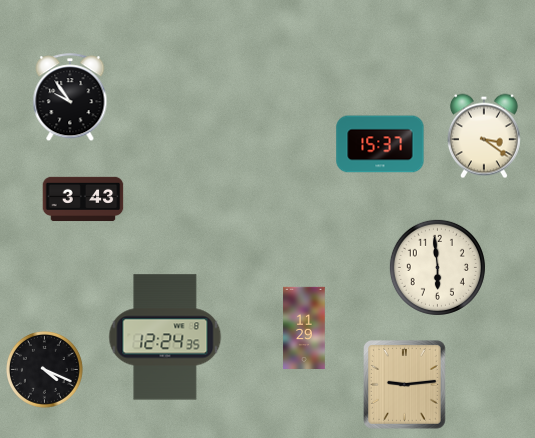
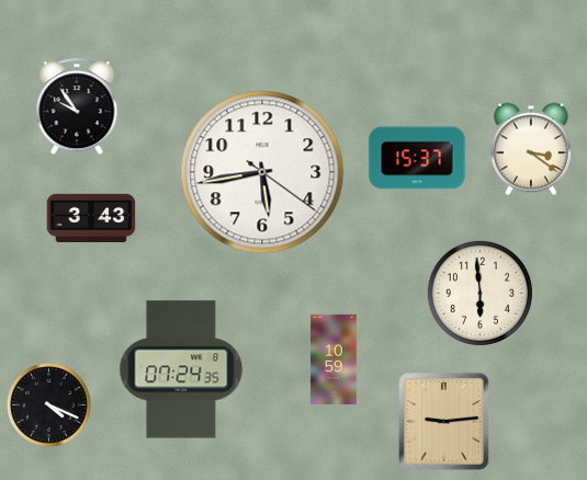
clock at (262, 172): none -> 5:43
clock at (304, 328): 11:29 -> 10:59
clock at (165, 337): 12:24 -> 07:24
